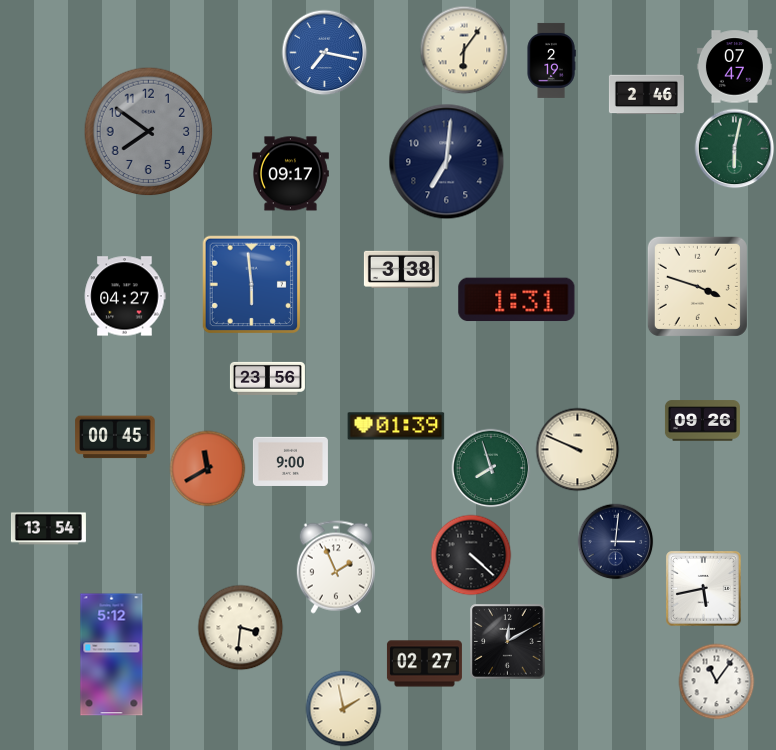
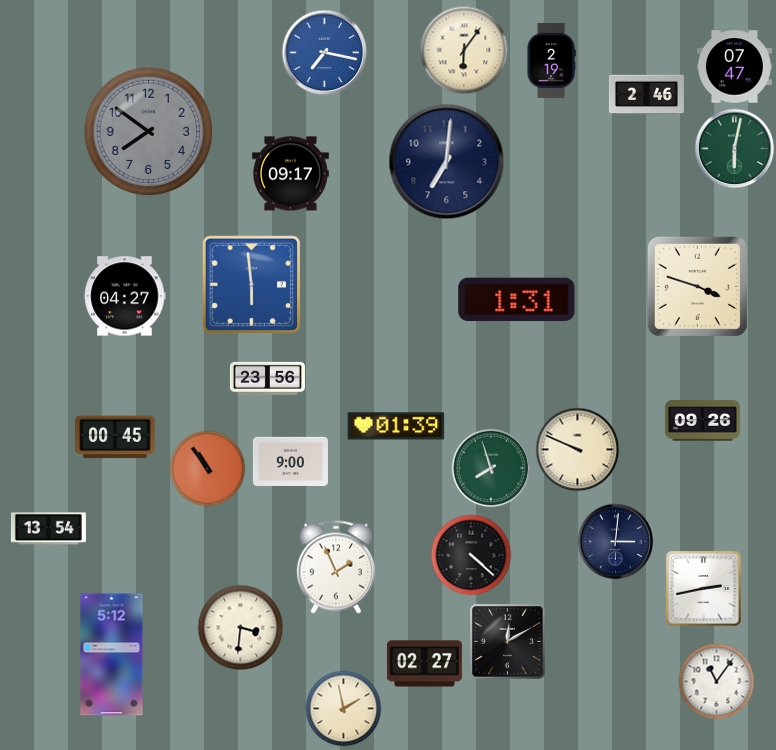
clock at (401, 269): 3:38 -> none
clock at (208, 469): 11:40 -> 10:54
clock at (704, 589): 5:43 -> 2:43
